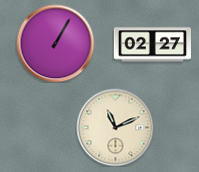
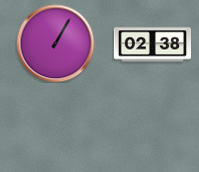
clock at (152, 45): 02:27 -> 02:38
clock at (115, 127): 11:11 -> none
